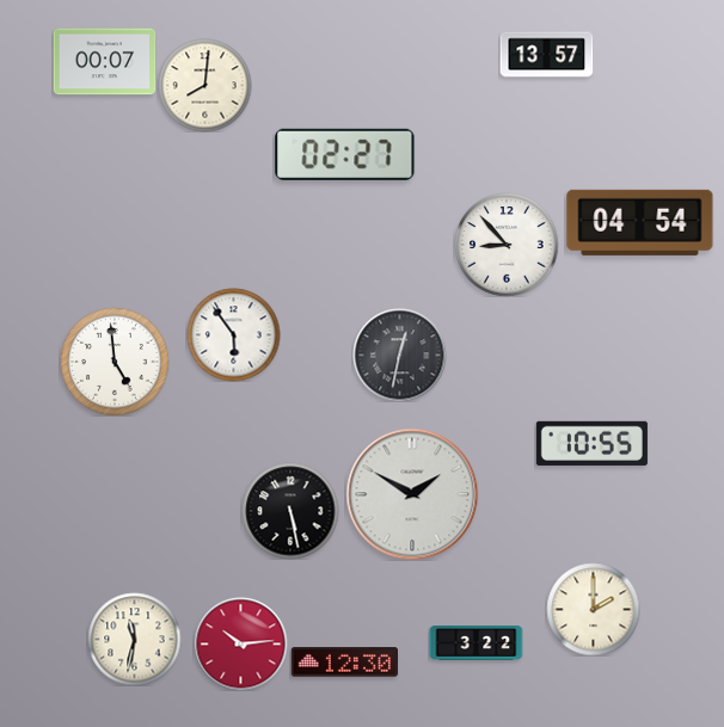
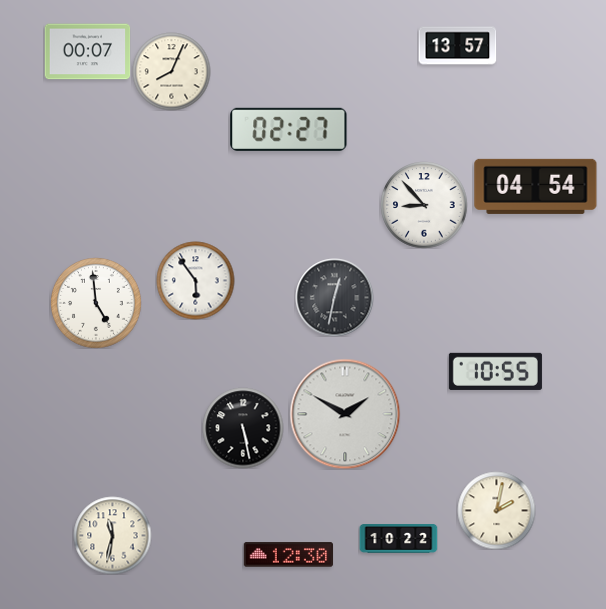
clock at (204, 85): 8:01 -> 8:04
clock at (593, 609): 2:00 -> 2:02
clock at (240, 643): 10:14 -> none
clock at (475, 643): 3:22 -> 10:22
